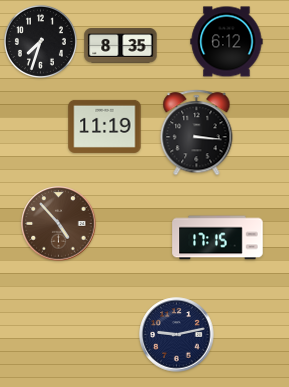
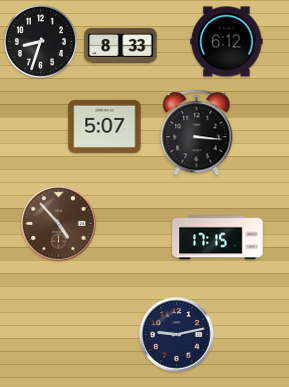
clock at (40, 41): 7:33 -> 8:33
clock at (121, 46): 8:35 -> 8:33
clock at (105, 126): 11:19 -> 5:07
